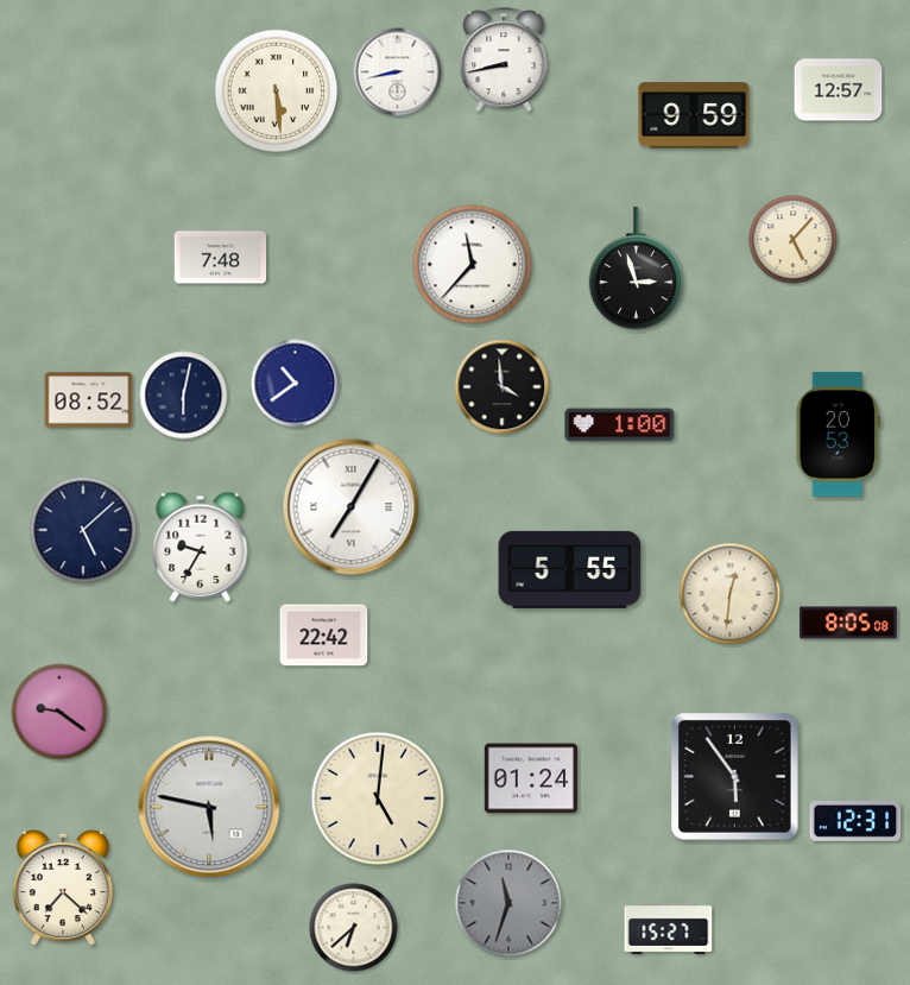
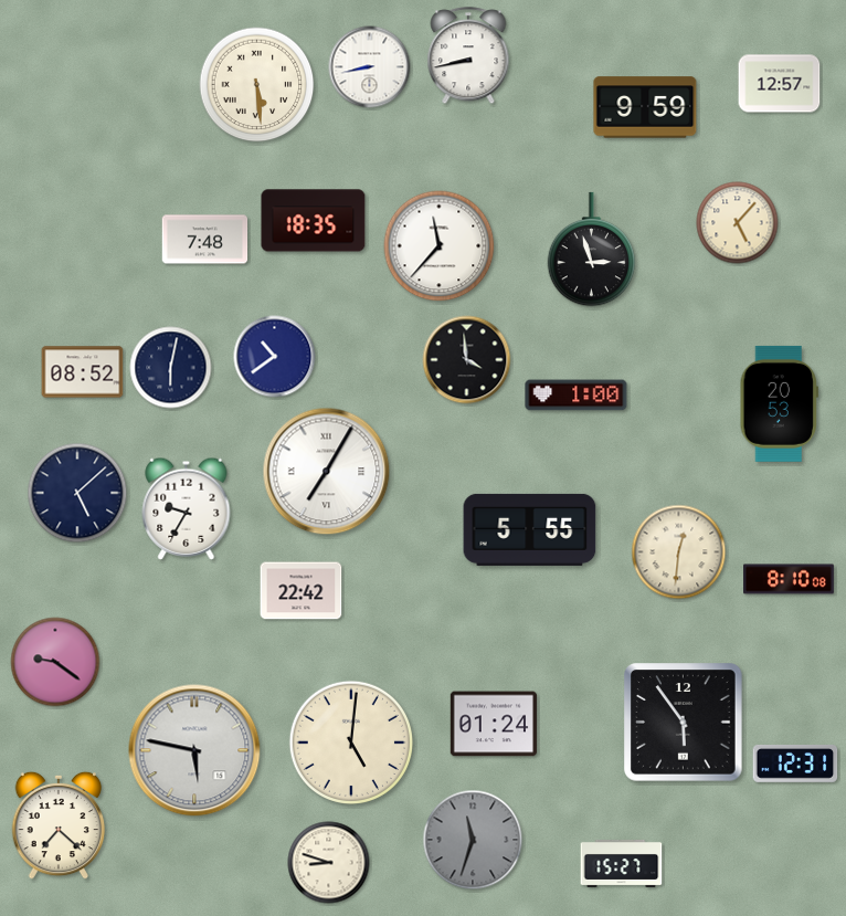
clock at (314, 221): none -> 18:35
clock at (849, 623): 8:05 -> 8:10
clock at (354, 928): 6:38 -> 8:48
